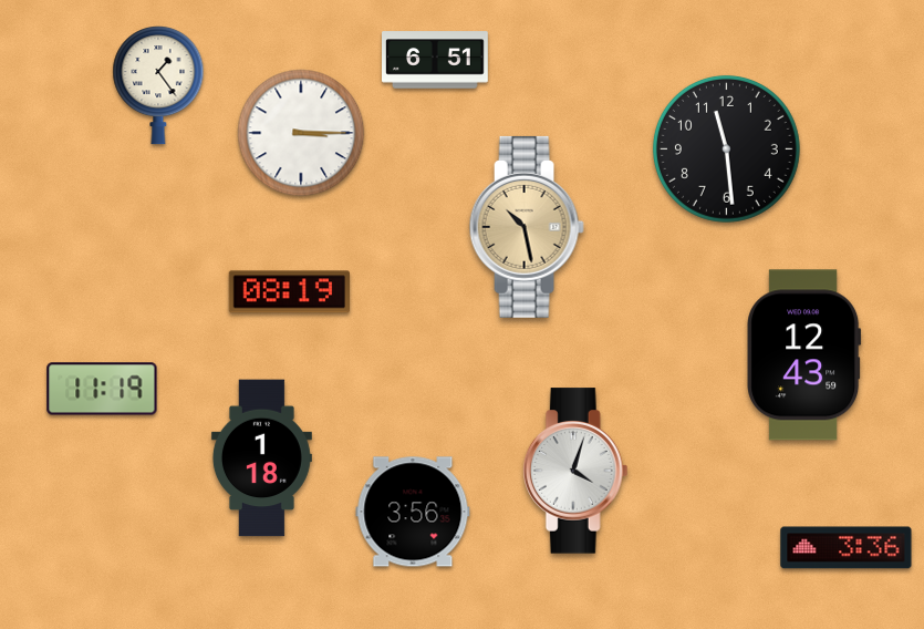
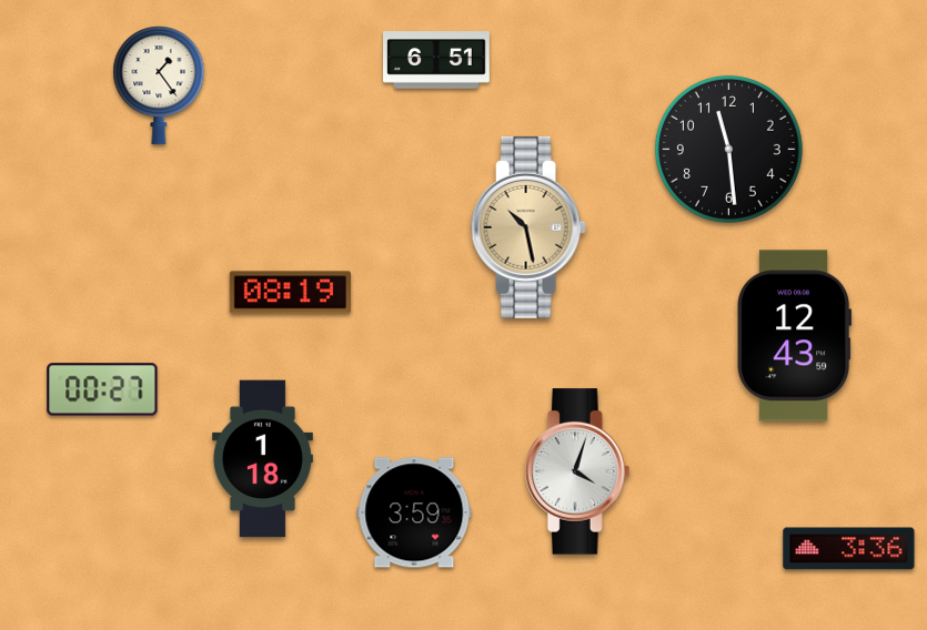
clock at (301, 133): 3:15 -> none
clock at (804, 355) position: (804, 355) -> (795, 336)
clock at (102, 389): 11:19 -> 00:27
clock at (413, 512): 3:56 -> 3:59
